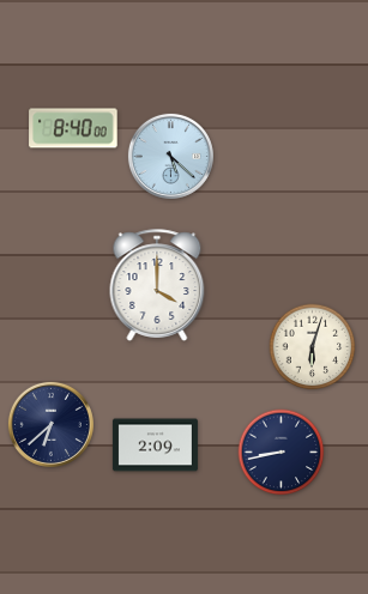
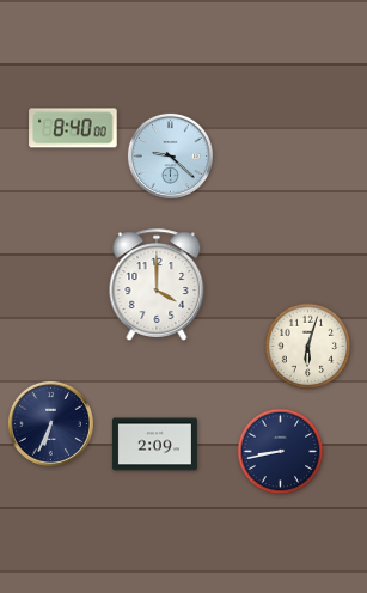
clock at (170, 156): 5:22 -> 9:22
clock at (313, 347) position: (313, 347) -> (308, 347)
clock at (50, 424): 6:38 -> 6:34
